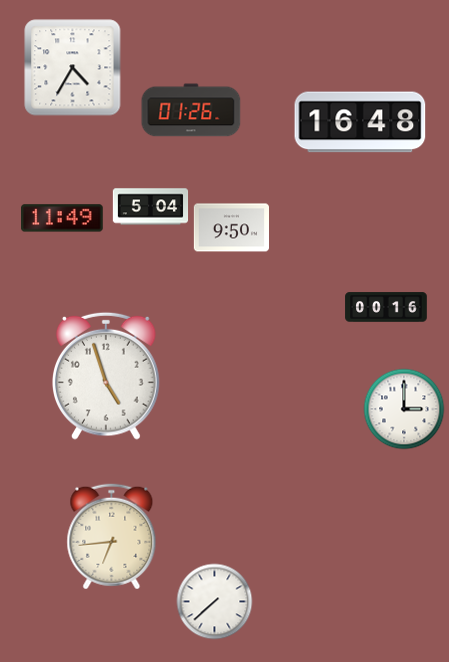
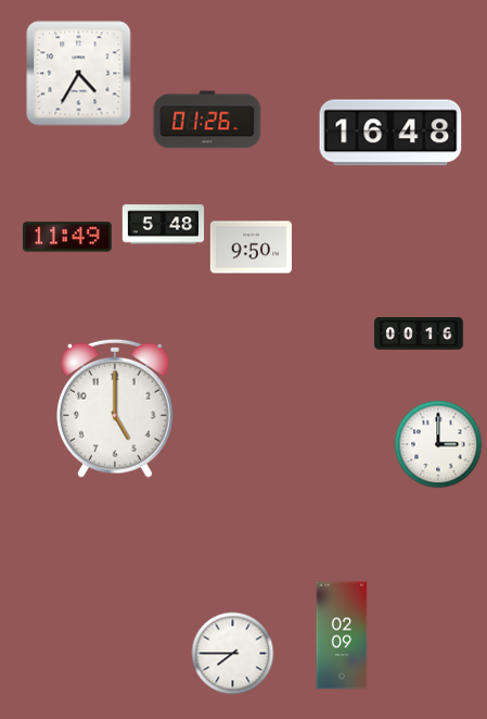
clock at (151, 207): 5:04 -> 5:48
clock at (107, 376): 4:57 -> 5:00
clock at (112, 537): 6:44 -> none
clock at (342, 635): none -> 02:09
clock at (215, 602): 7:38 -> 7:45
